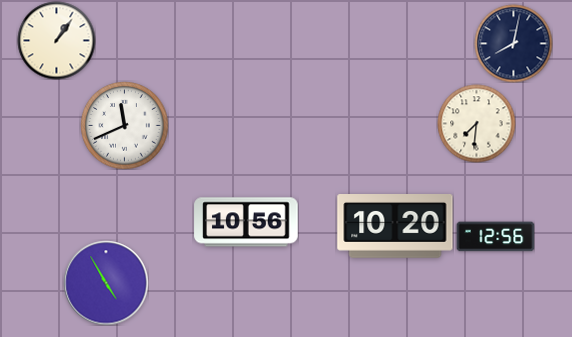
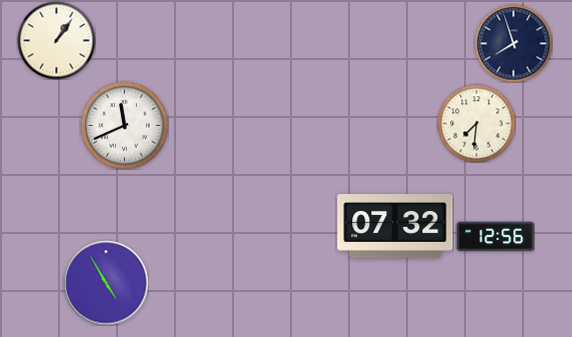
clock at (513, 43): 8:02 -> 7:57
clock at (246, 222): 10:56 -> none
clock at (395, 227): 10:20 -> 07:32
